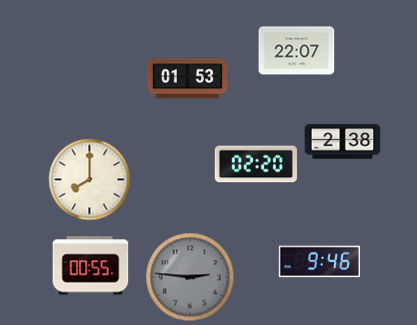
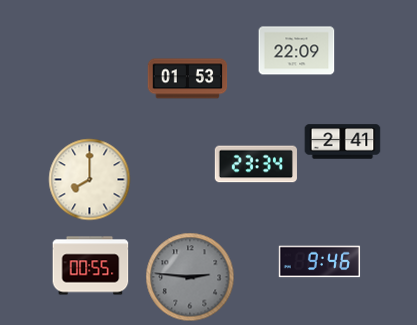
clock at (297, 51): 22:07 -> 22:09
clock at (343, 142): 2:38 -> 2:41
clock at (256, 164): 02:20 -> 23:34
